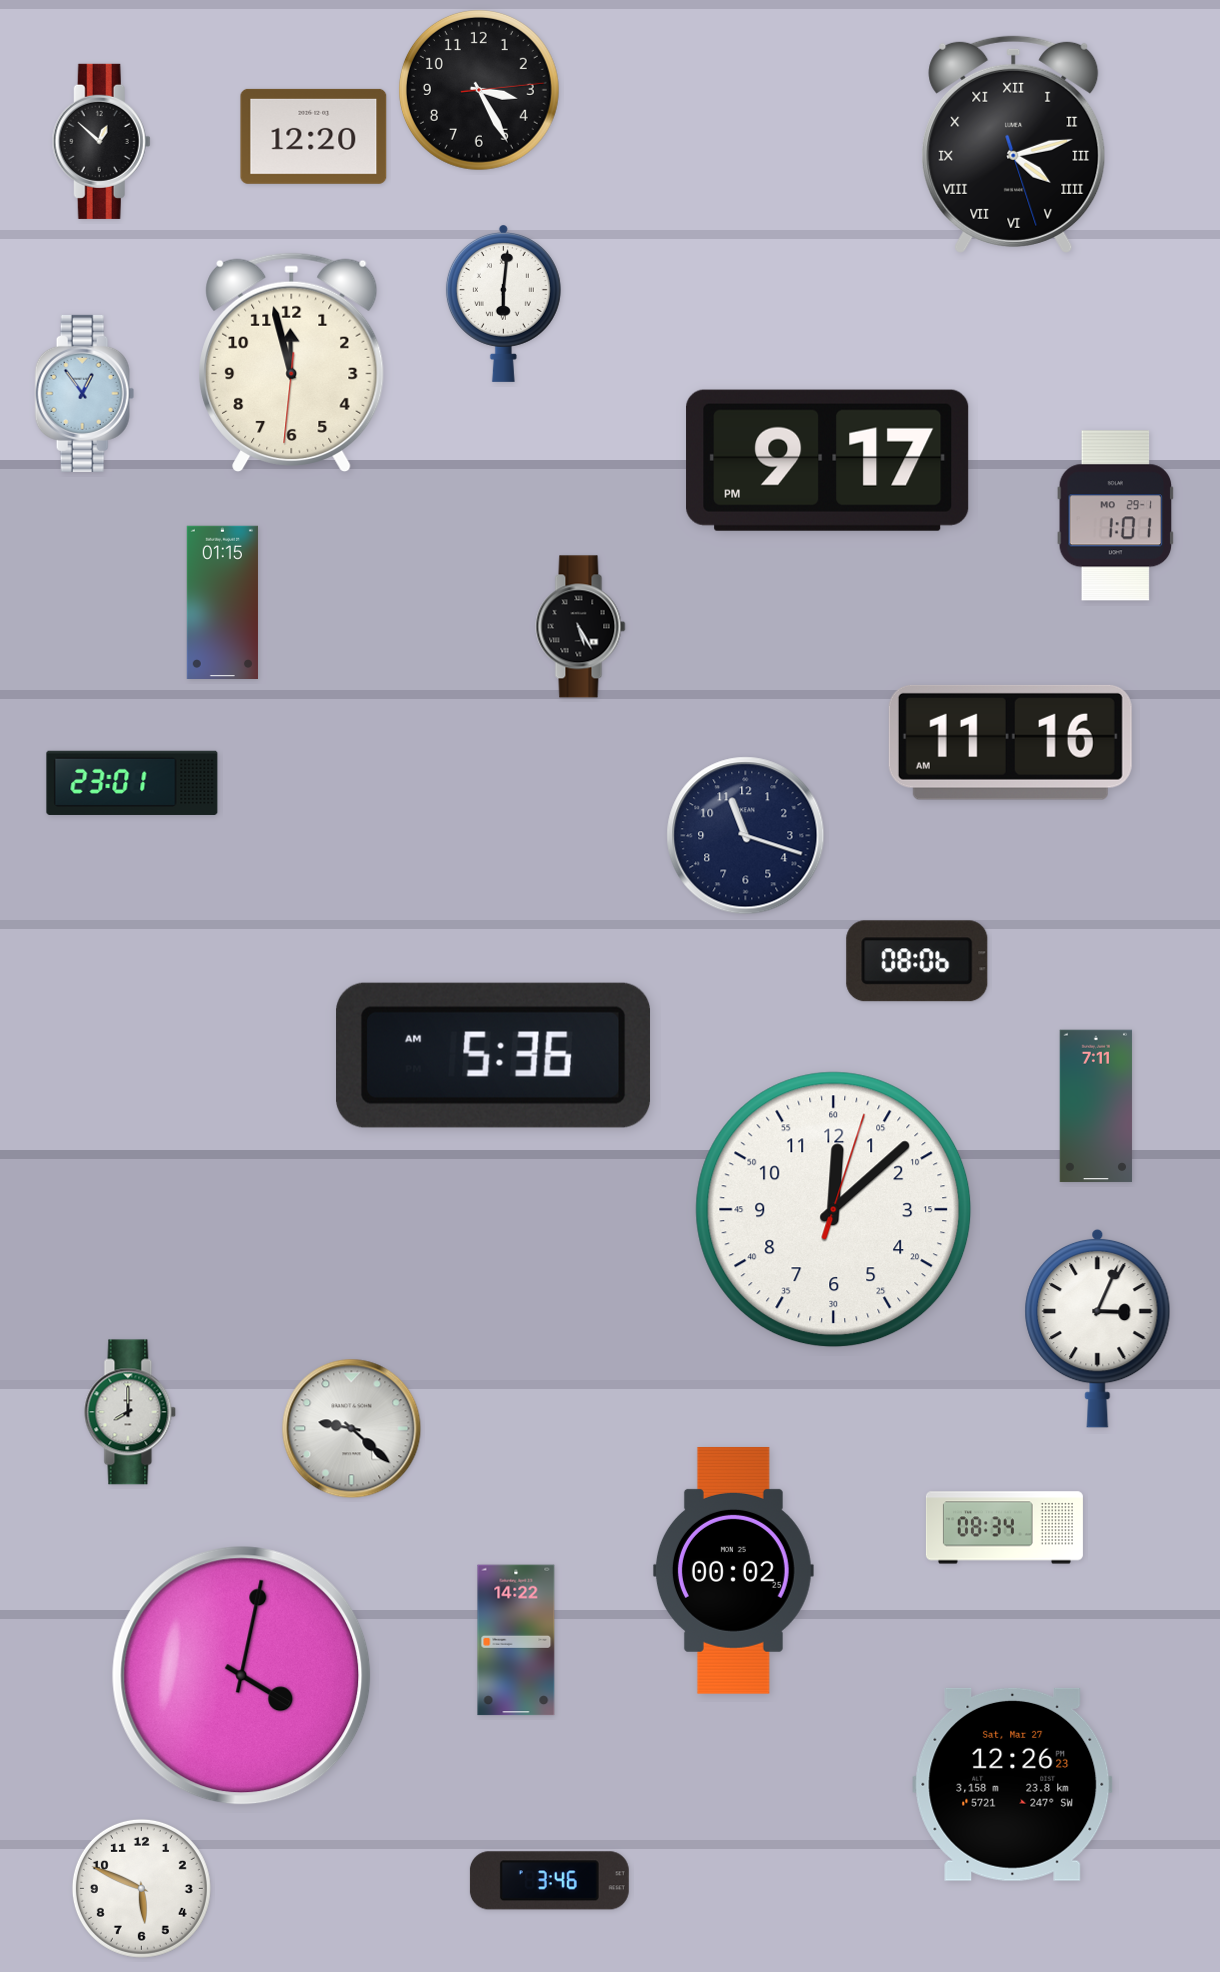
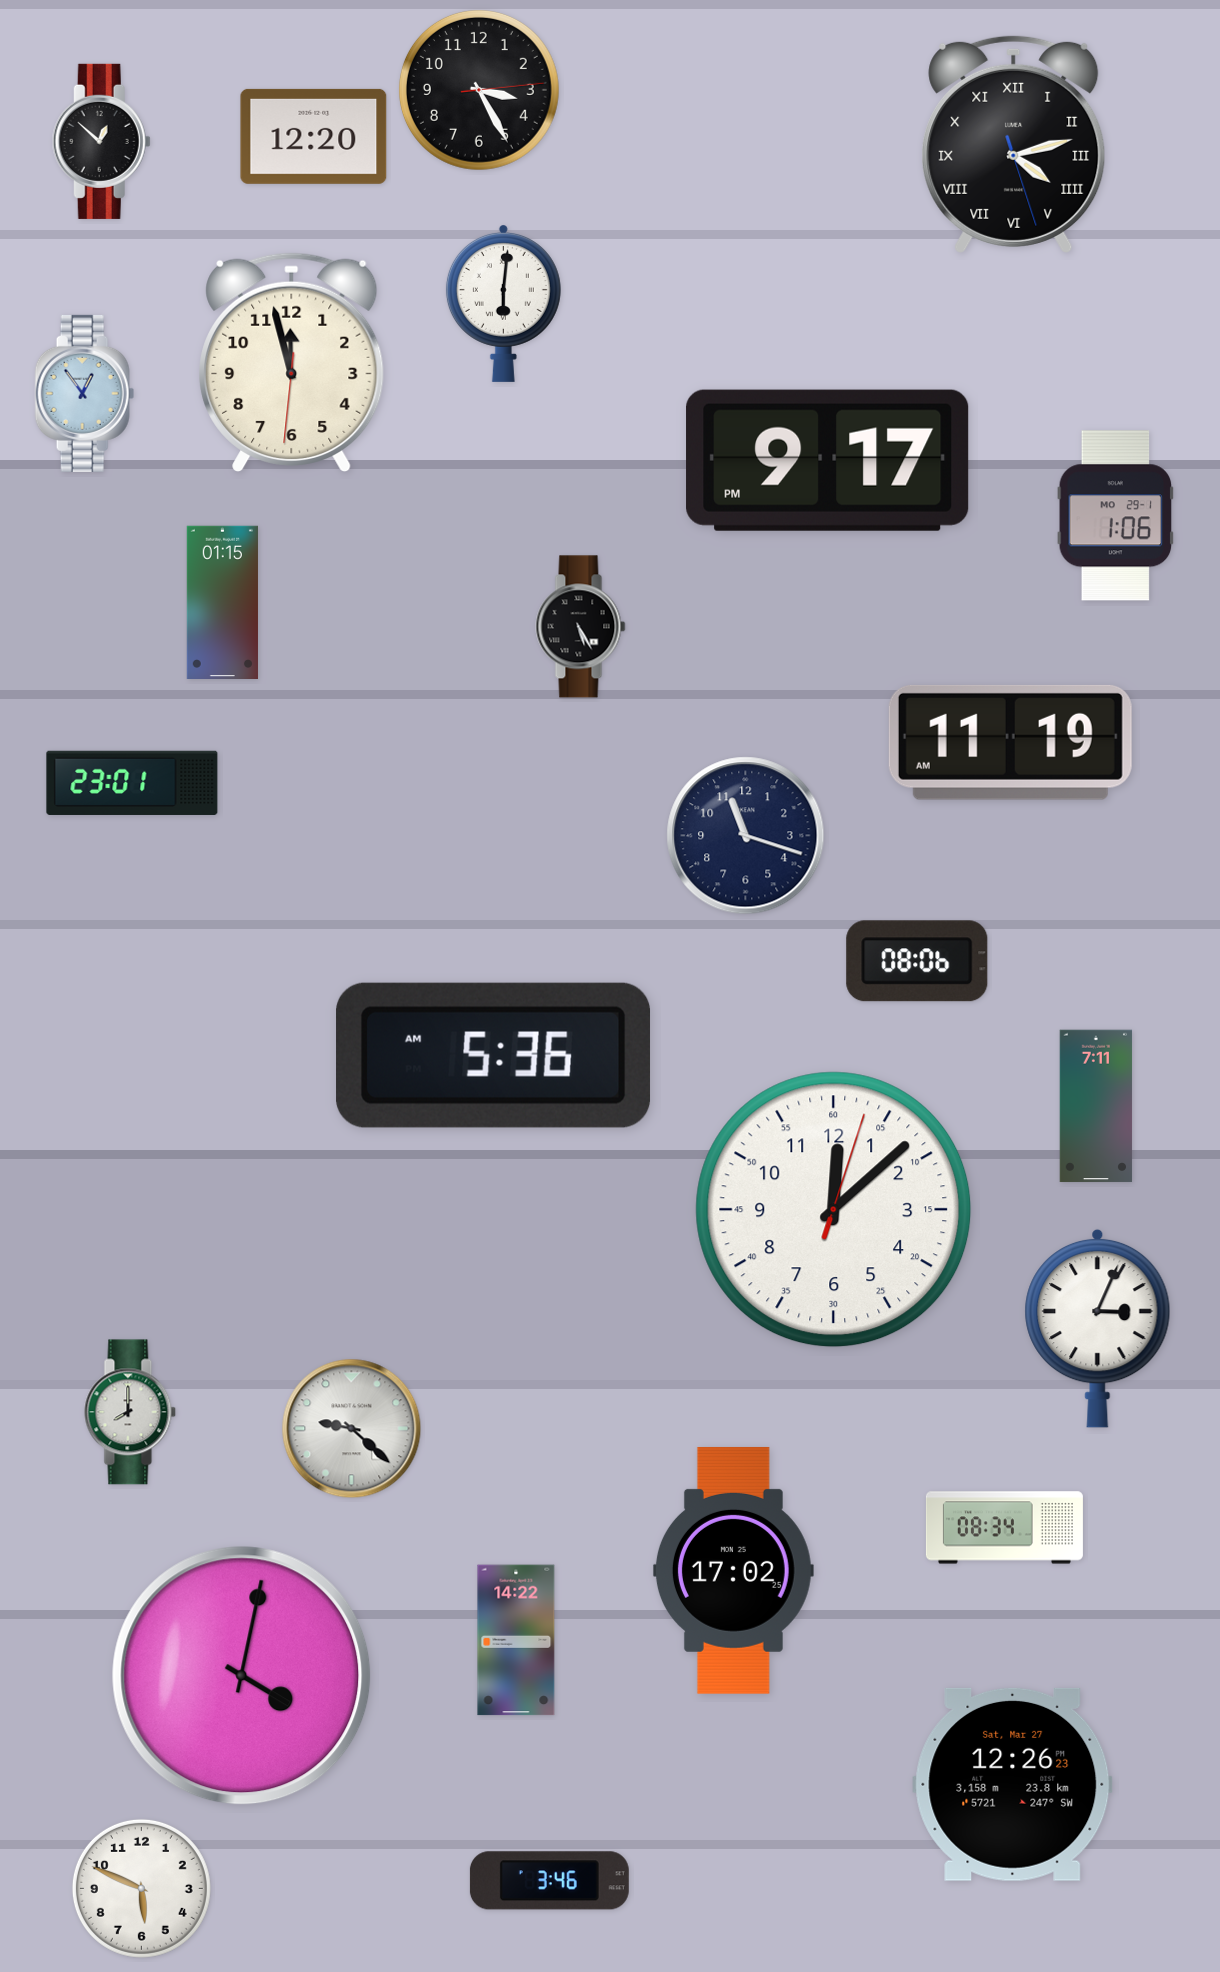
clock at (1116, 516): 1:01 -> 1:06
clock at (1010, 742): 11:16 -> 11:19
clock at (733, 1570): 00:02 -> 17:02
